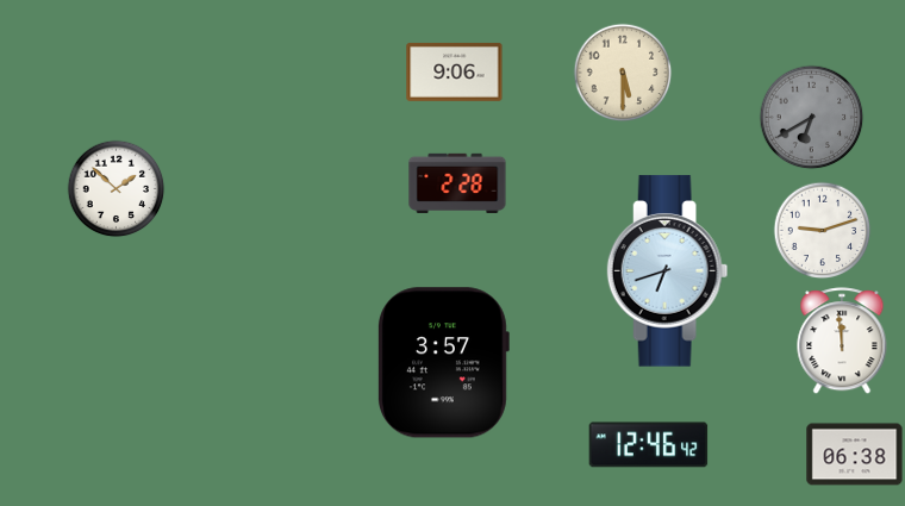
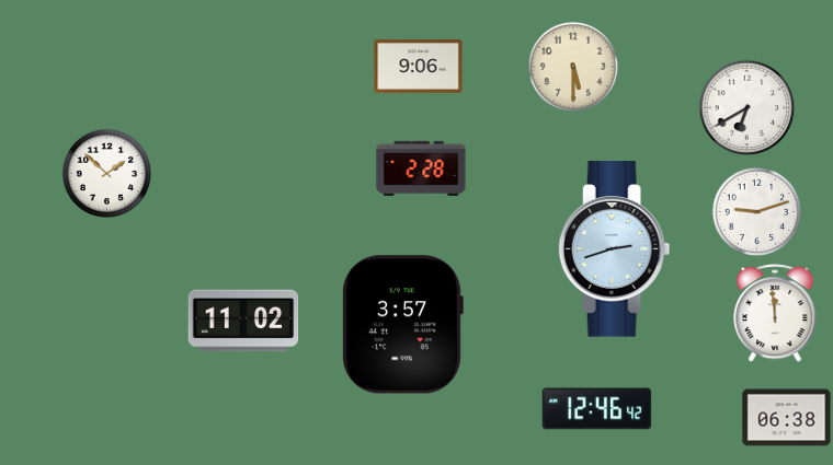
clock at (811, 117) dial: grey -> white
clock at (668, 271): 6:42 -> 2:42
clock at (243, 321): none -> 11:02
clock at (443, 363) position: (443, 363) -> (402, 325)
